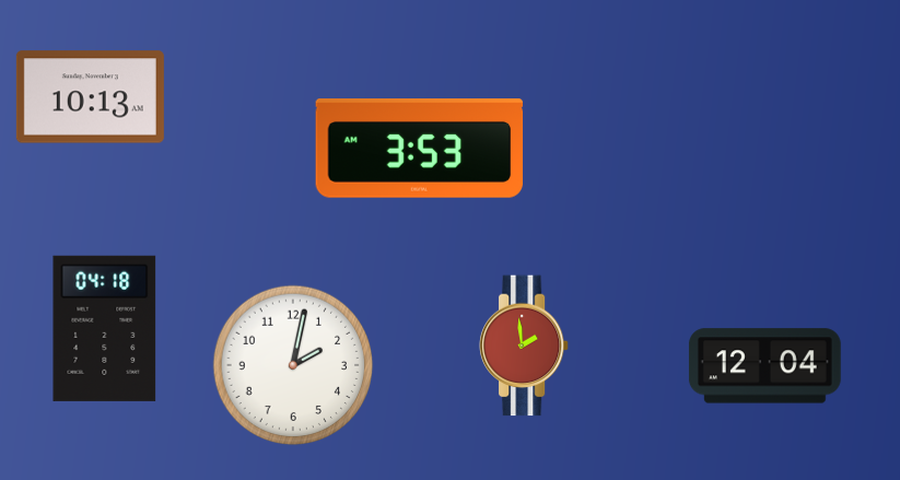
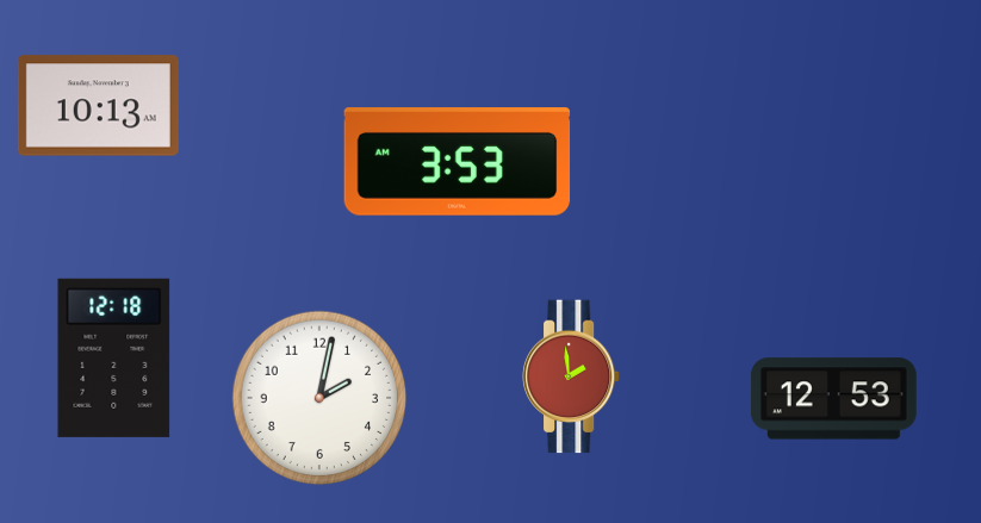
clock at (105, 328): 04:18 -> 12:18
clock at (764, 366): 12:04 -> 12:53
